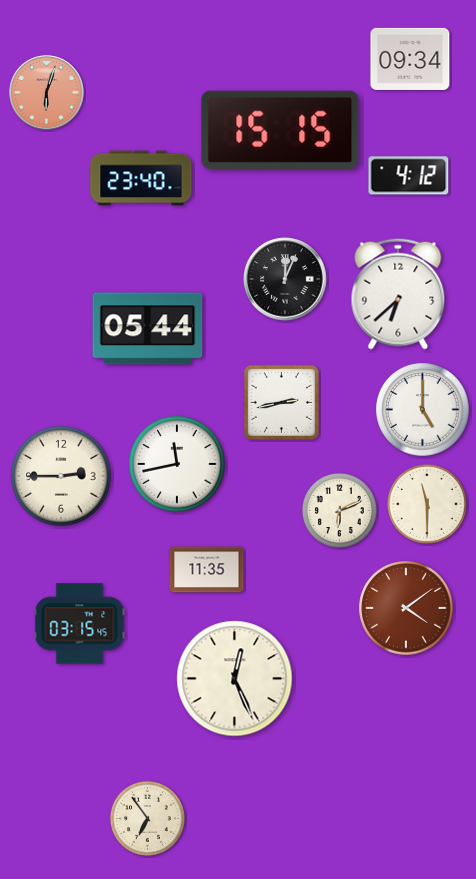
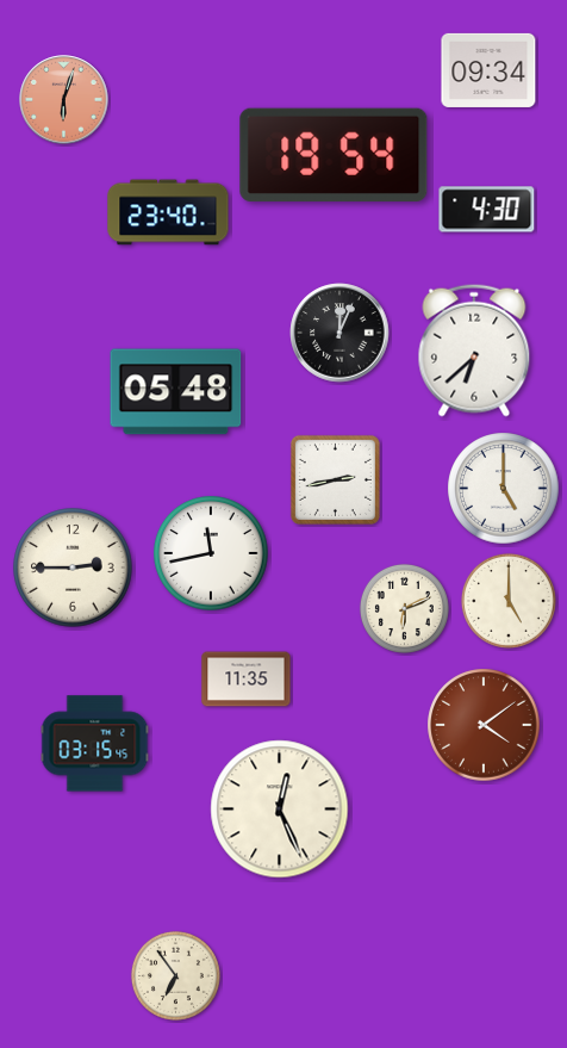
clock at (47, 93) position: (47, 93) -> (64, 100)
clock at (280, 130): 15:15 -> 19:54
clock at (409, 176): 4:12 -> 4:30
clock at (148, 329): 05:44 -> 05:48
clock at (427, 504): 11:30 -> 5:00
